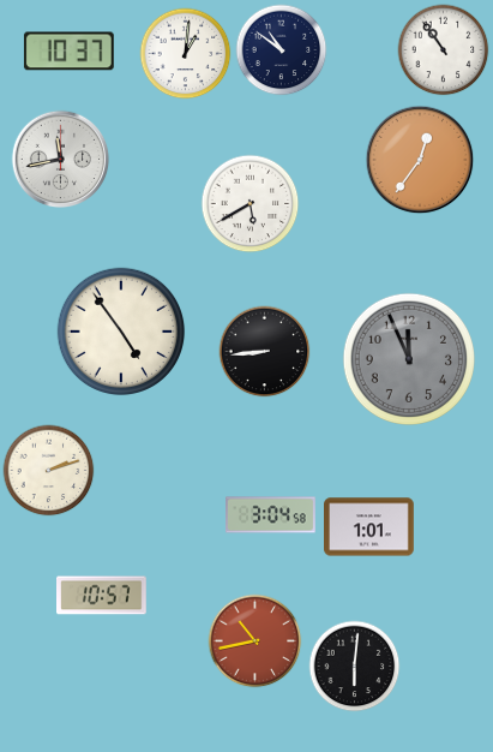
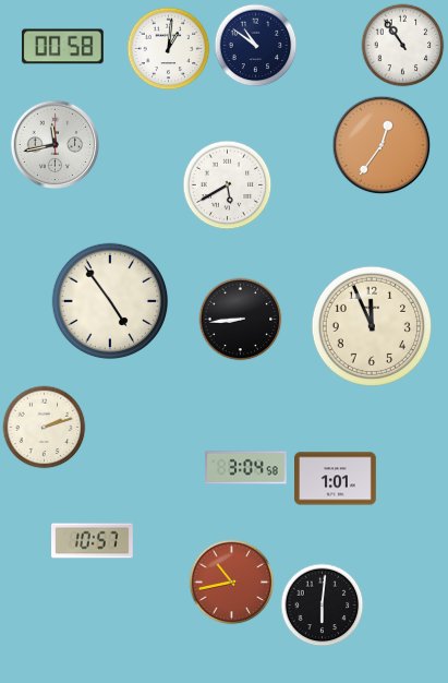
clock at (68, 52): 10:37 -> 00:58
clock at (408, 358) dial: grey -> cream
